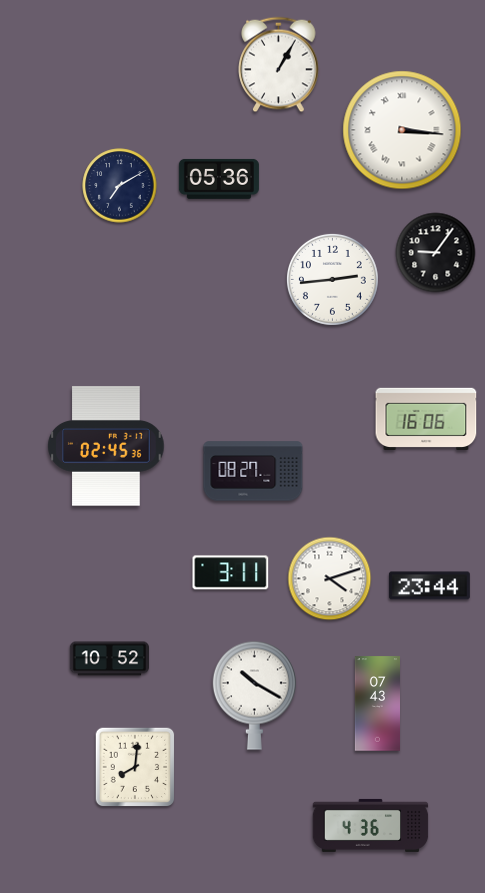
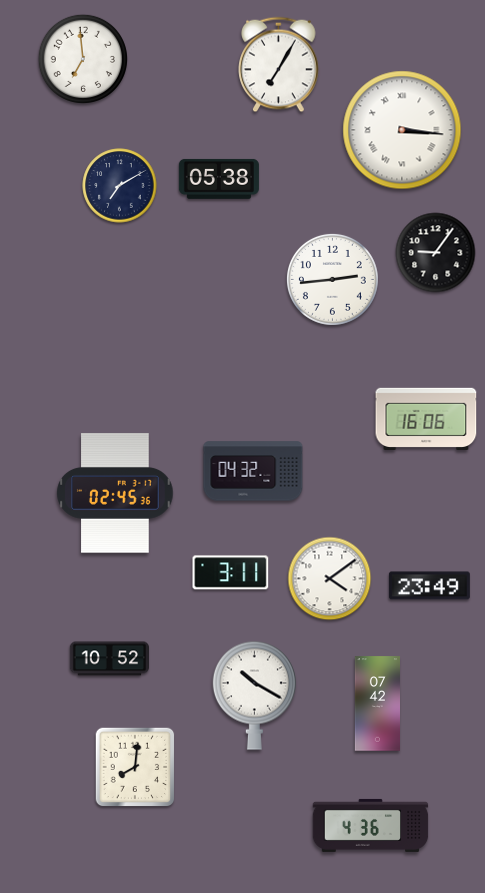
clock at (82, 58): none -> 6:59
clock at (279, 65): 1:05 -> 7:05
clock at (219, 179): 05:36 -> 05:38
clock at (106, 446) position: (106, 446) -> (115, 493)
clock at (253, 471): 08:27 -> 04:32
clock at (330, 579): 4:12 -> 4:09
clock at (429, 586): 23:44 -> 23:49
clock at (377, 704): 07:43 -> 07:42
